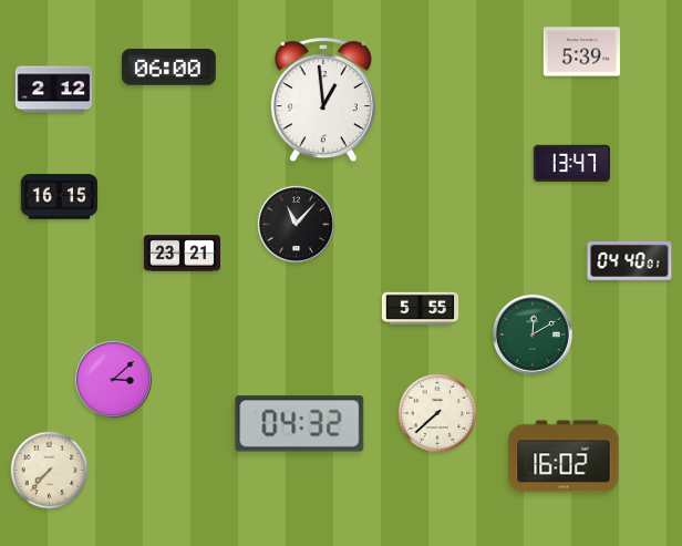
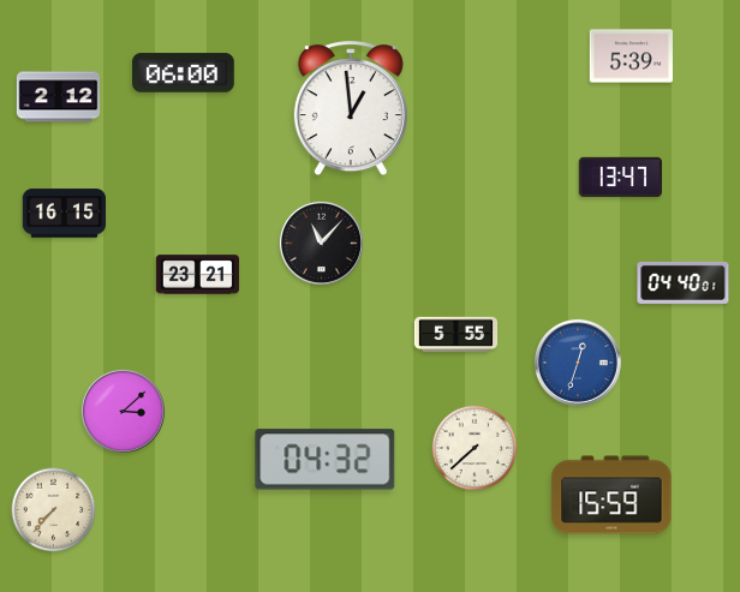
clock at (533, 334): 12:10 -> 12:33
clock at (533, 334) dial: green -> blue
clock at (564, 456): 16:02 -> 15:59
